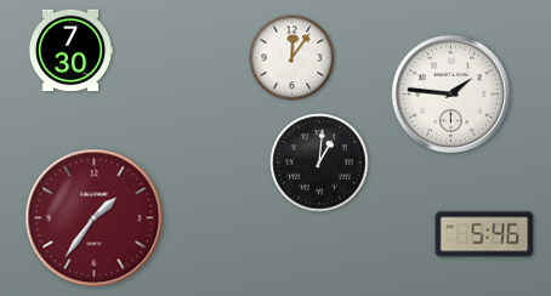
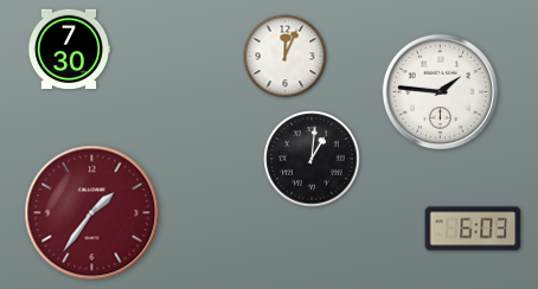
clock at (292, 58): 12:06 -> 12:04
clock at (484, 234): 5:46 -> 6:03
